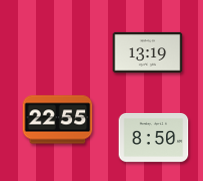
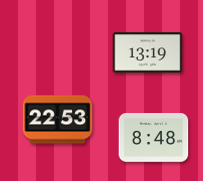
clock at (58, 120): 22:55 -> 22:53
clock at (154, 138): 8:50 -> 8:48
